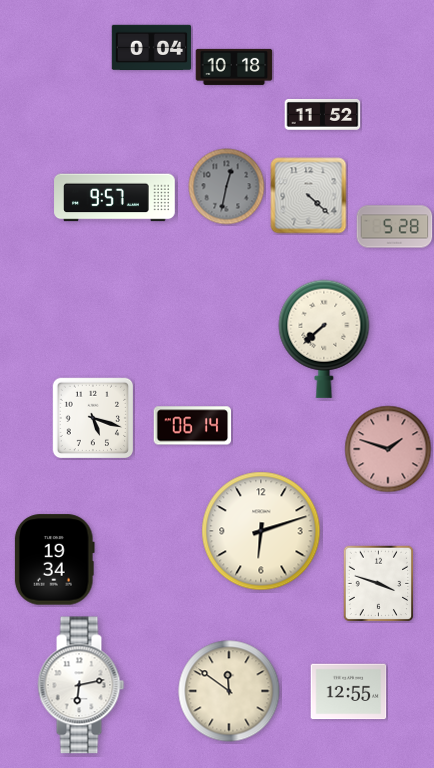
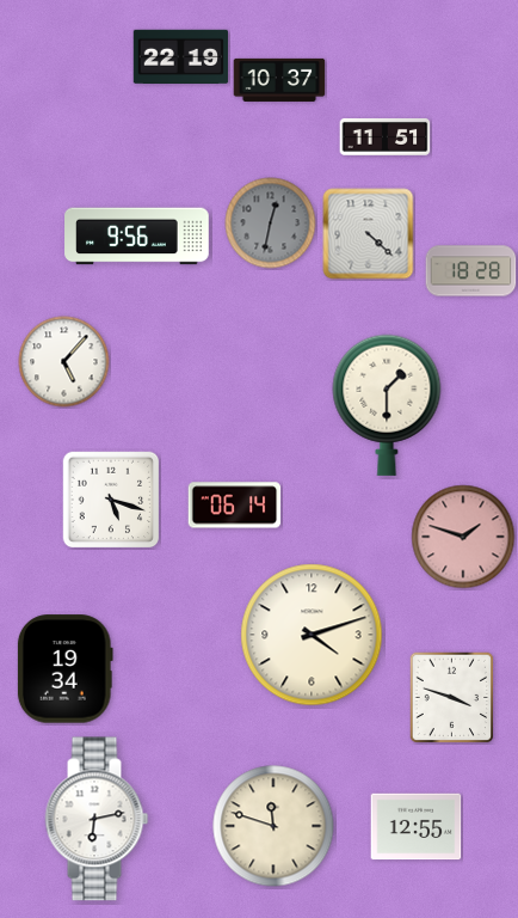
clock at (152, 48): 0:04 -> 22:19
clock at (234, 67): 10:18 -> 10:37
clock at (323, 114): 11:52 -> 11:51
clock at (115, 198): 9:57 -> 9:56
clock at (395, 227): 5:28 -> 18:28
clock at (64, 362): none -> 5:07
clock at (324, 339): 7:38 -> 1:30
clock at (193, 426) position: (193, 426) -> (235, 506)
clock at (261, 531): 6:12 -> 4:12
clock at (229, 691): 11:51 -> 11:48
